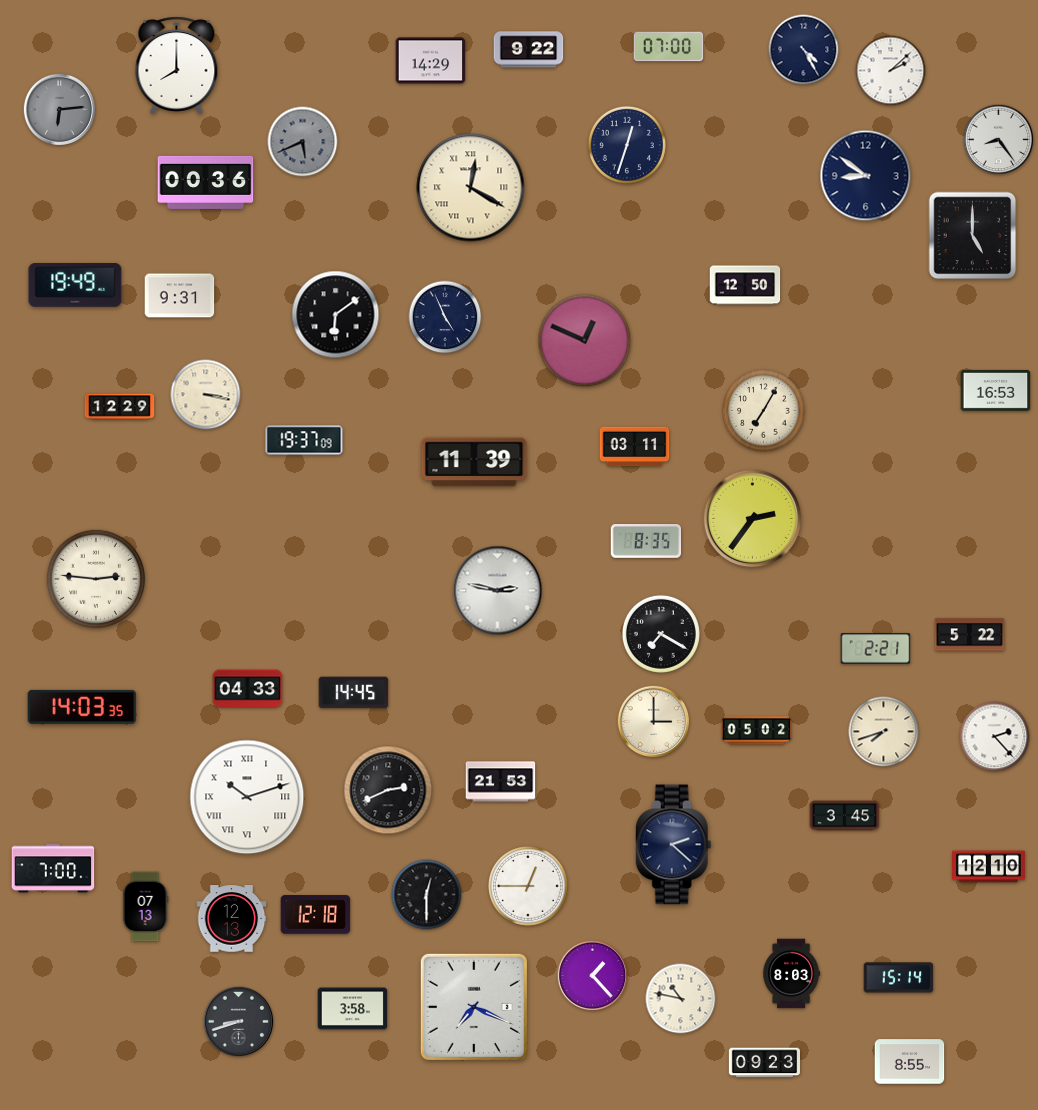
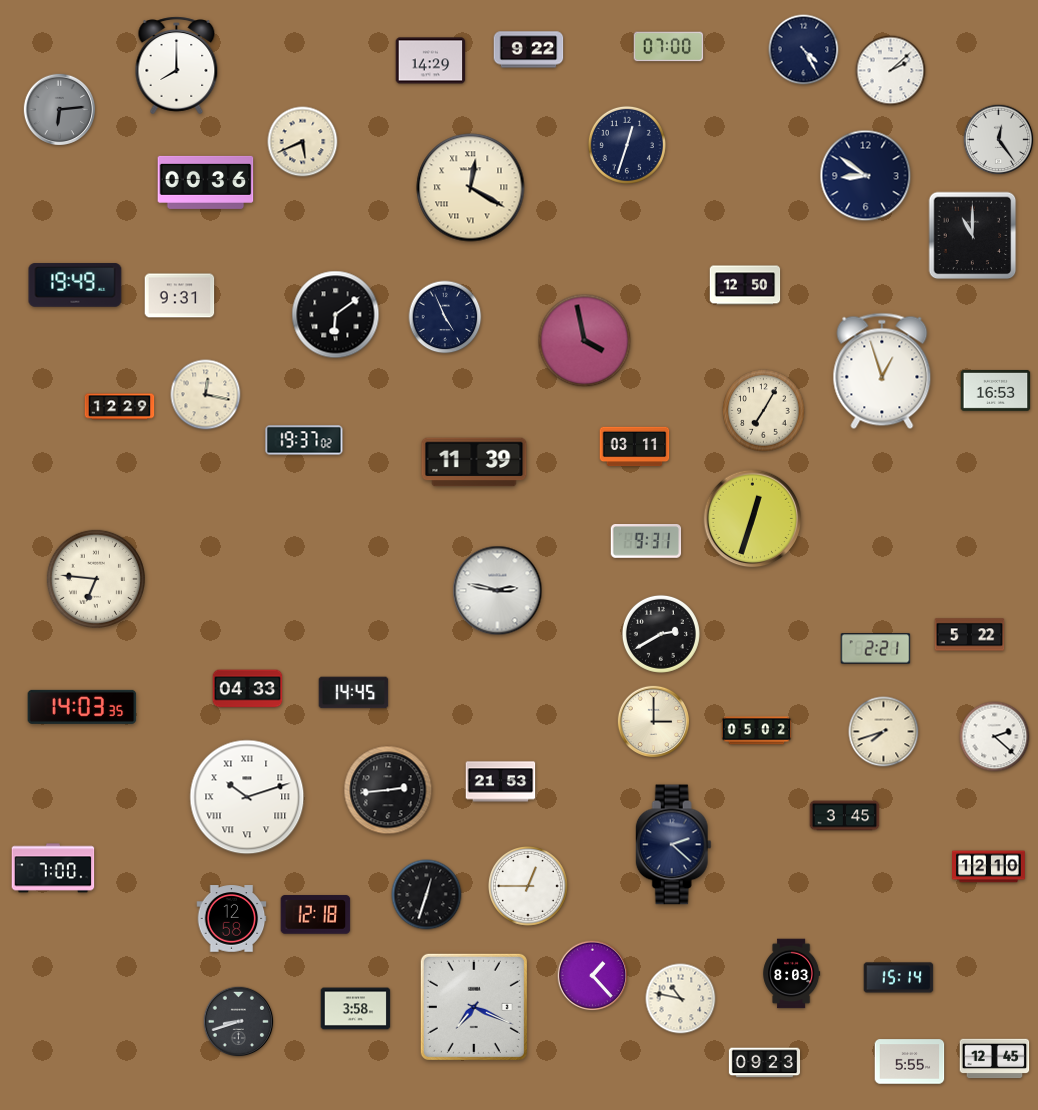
clock at (999, 140): 8:24 -> 12:24
clock at (303, 142) dial: grey -> cream
clock at (973, 236): 5:00 -> 11:00
clock at (585, 341): 12:49 -> 3:58
clock at (882, 371): none -> 12:57
clock at (206, 395): 3:17 -> 12:17
clock at (304, 440): 19:37:09 -> 19:37:02
clock at (753, 519): 2:36 -> 12:33
clock at (646, 542): 8:35 -> 9:31
clock at (96, 579): 2:46 -> 6:46
clock at (661, 634): 7:20 -> 2:40
clock at (995, 737): 2:23 -> 2:22
clock at (388, 790): 2:41 -> 2:44
clock at (427, 895): 12:30 -> 12:33
clock at (145, 907): 07:13 -> none
clock at (232, 919): 12:13 -> 12:58
clock at (353, 1009) position: (353, 1009) -> (356, 1009)
clock at (995, 1059): none -> 12:45
clock at (910, 1062): 8:55 -> 5:55
